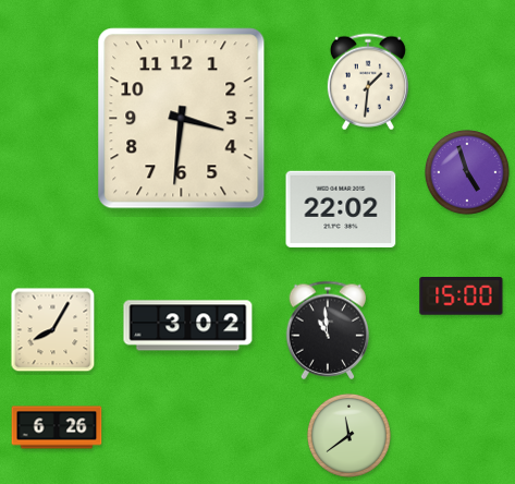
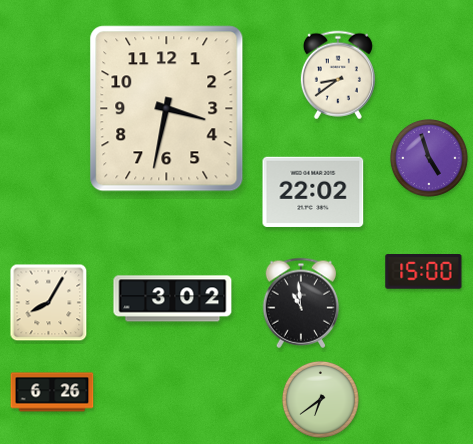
clock at (368, 82): 1:31 -> 8:39
clock at (182, 119): 3:31 -> 3:32
clock at (348, 435): 11:39 -> 6:39
